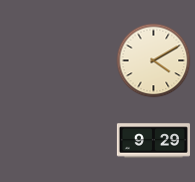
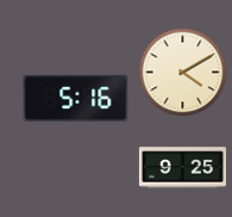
clock at (76, 98): none -> 5:16
clock at (153, 141): 9:29 -> 9:25
